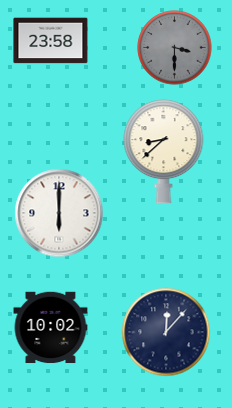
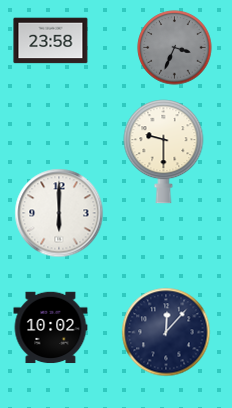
clock at (175, 48): 3:30 -> 3:34
clock at (164, 152): 8:38 -> 9:30
